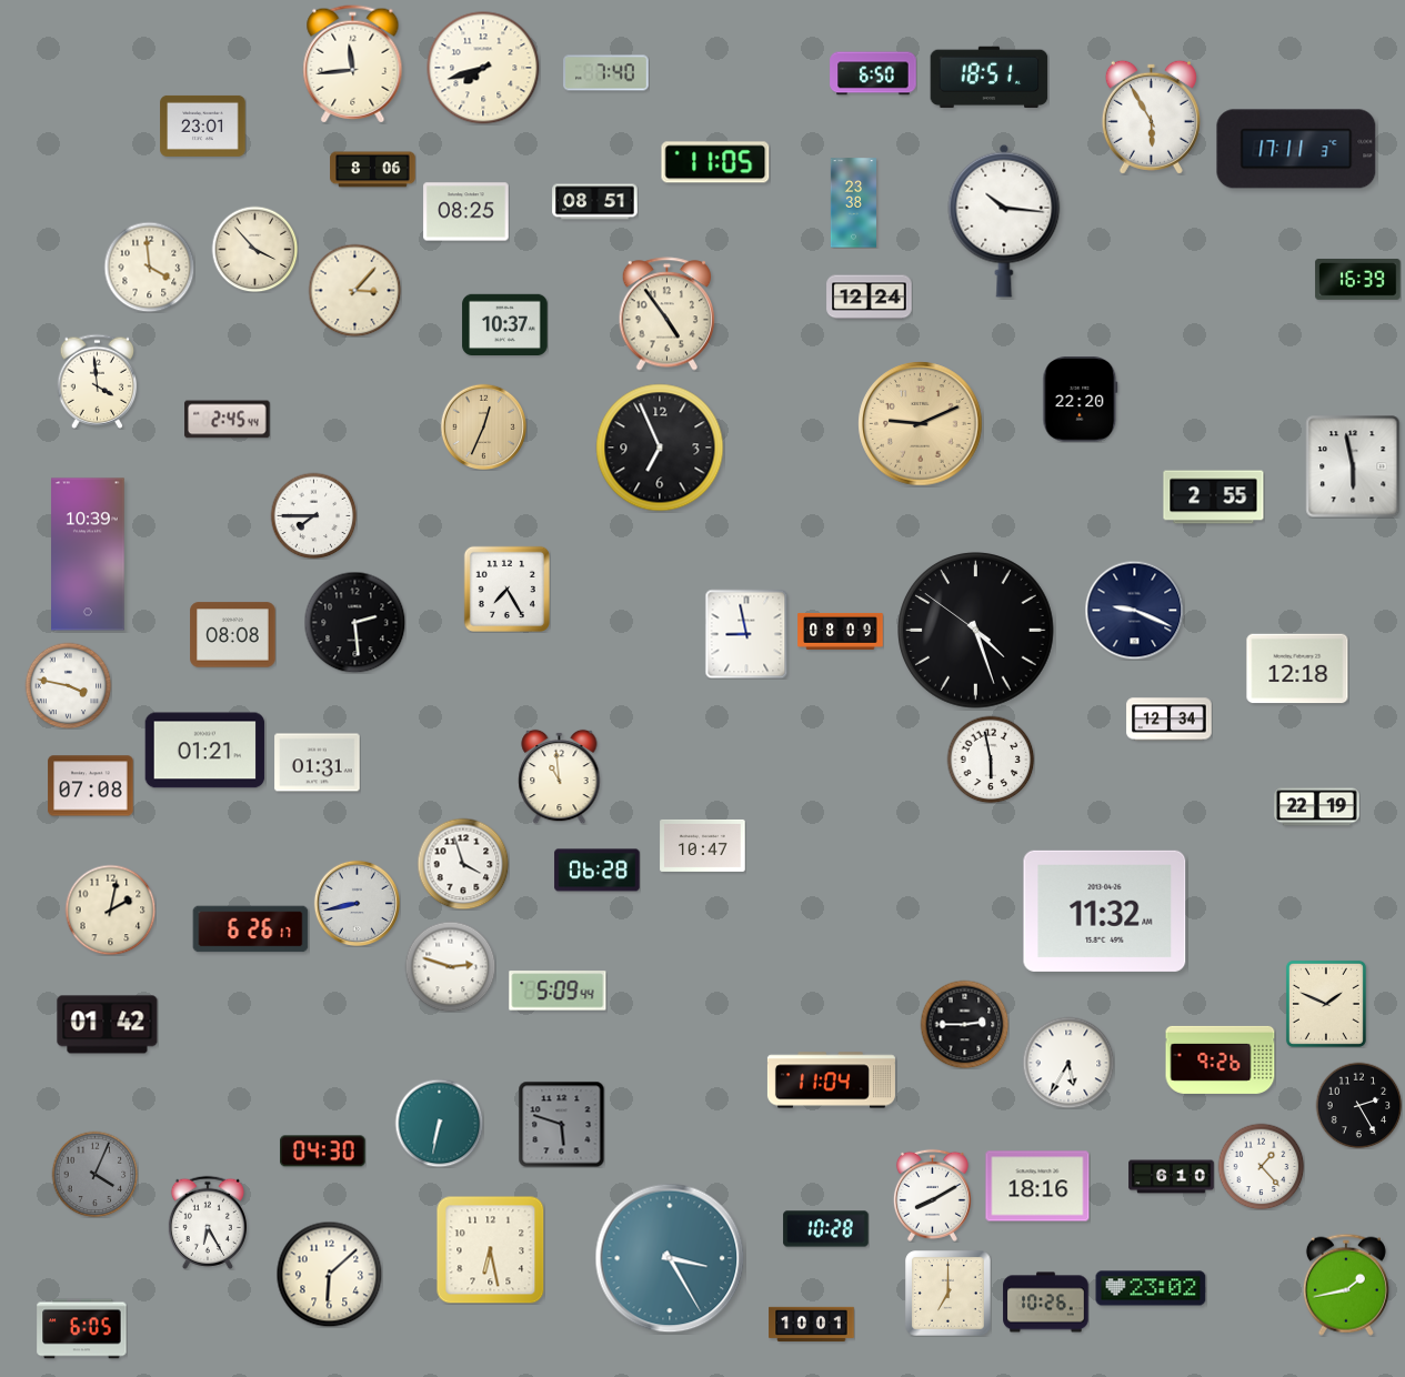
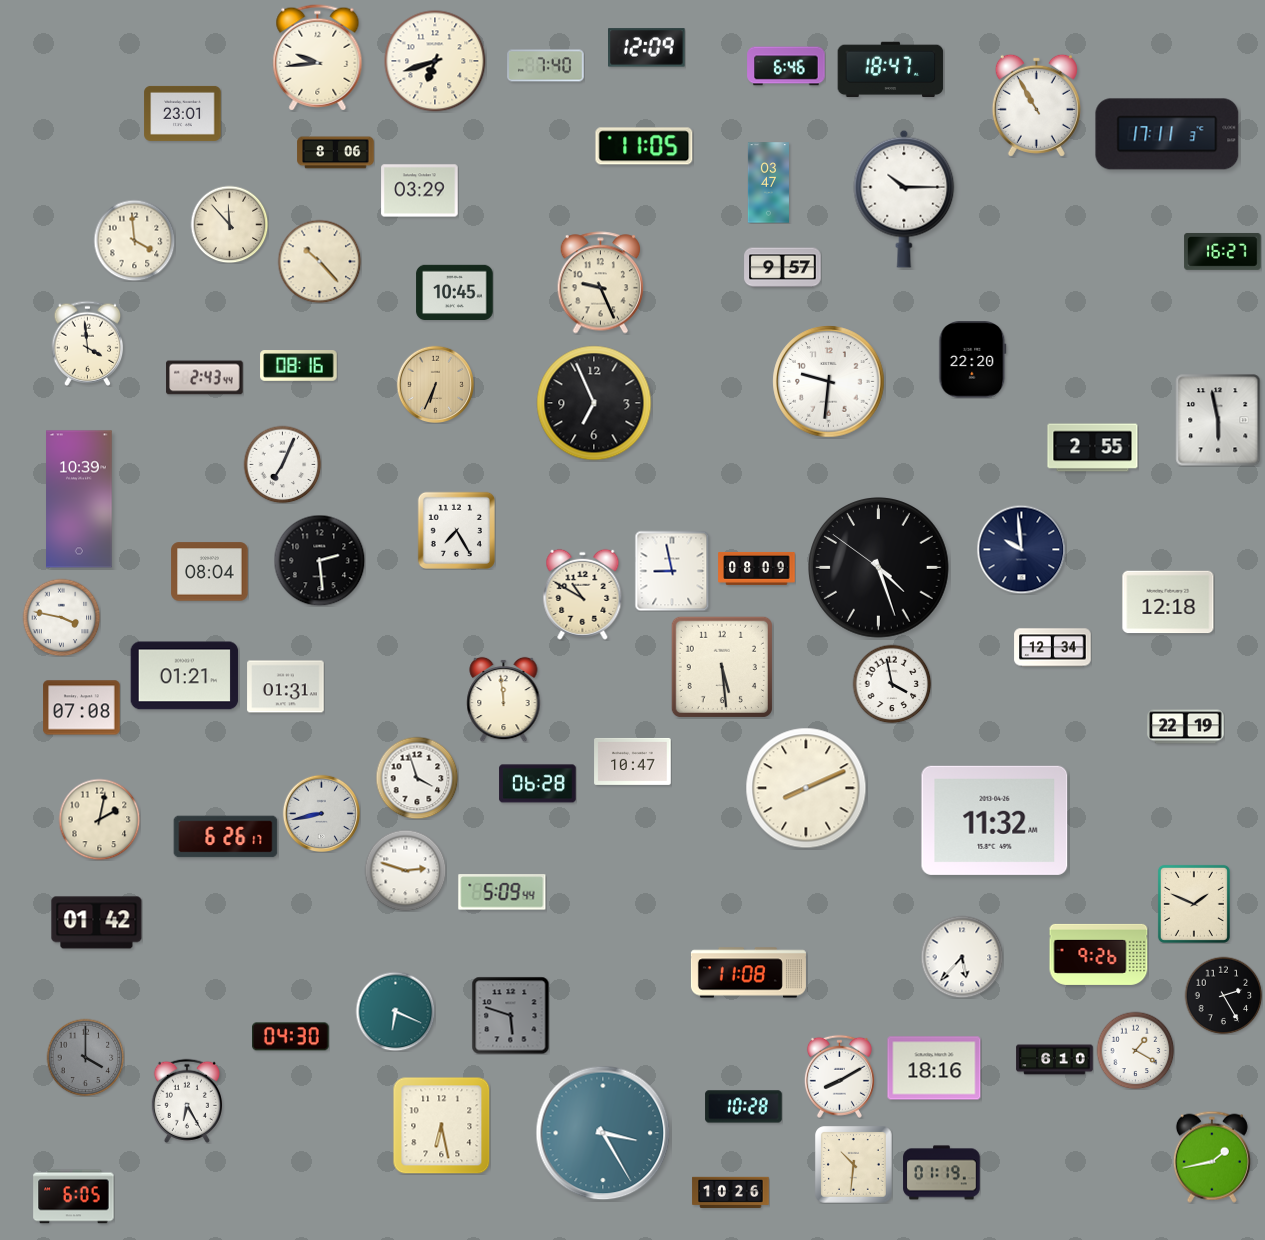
clock at (647, 48): none -> 12:09
clock at (353, 64): 11:44 -> 9:44
clock at (483, 68): 7:42 -> 6:42
clock at (873, 73): 6:50 -> 6:46
clock at (990, 78): 18:51 -> 18:47
clock at (1151, 117): 5:55 -> 10:55
clock at (595, 202): 08:51 -> none
clock at (853, 203): 23:38 -> 03:47
clock at (466, 212): 08:25 -> 03:29
clock at (1004, 221): 10:16 -> 10:15
clock at (254, 249): 3:53 -> 11:53
clock at (1358, 279): 16:39 -> 16:27
clock at (354, 290): 3:07 -> 10:23
clock at (870, 298): 12:24 -> 9:57
clock at (668, 314): 4:54 -> 9:26
clock at (505, 324): 10:37 -> 10:45
clock at (299, 366): none -> 08:16
clock at (228, 420): 2:45 -> 2:43
clock at (921, 424): 9:11 -> 9:31
clock at (921, 424) dial: champagne -> white
clock at (483, 426): 12:34 -> 6:34
clock at (313, 515): 7:45 -> 7:04
clock at (1134, 610): 9:19 -> 9:59
clock at (233, 635): 08:08 -> 08:04
clock at (583, 594): none -> 10:50
clock at (722, 667): none -> 5:29
clock at (991, 760): 5:58 -> 3:58
clock at (560, 776): 10:59 -> 11:59
clock at (806, 788): none -> 8:11
clock at (964, 1024): 2:45 -> none
clock at (1068, 1063): 5:35 -> 5:37
clock at (831, 1081): 11:04 -> 11:08
clock at (439, 1123): 6:32 -> 6:19
clock at (561, 1124) position: (561, 1124) -> (510, 1015)
clock at (1261, 1166): 1:23 -> 1:20
clock at (94, 1174): 4:04 -> 4:00
clock at (329, 1274): 6:08 -> none
clock at (1151, 1288): 23:02 -> none
clock at (949, 1294): 7:00 -> 10:31
clock at (1046, 1303): 10:26 -> 01:19
clock at (812, 1324): 10:01 -> 10:26
